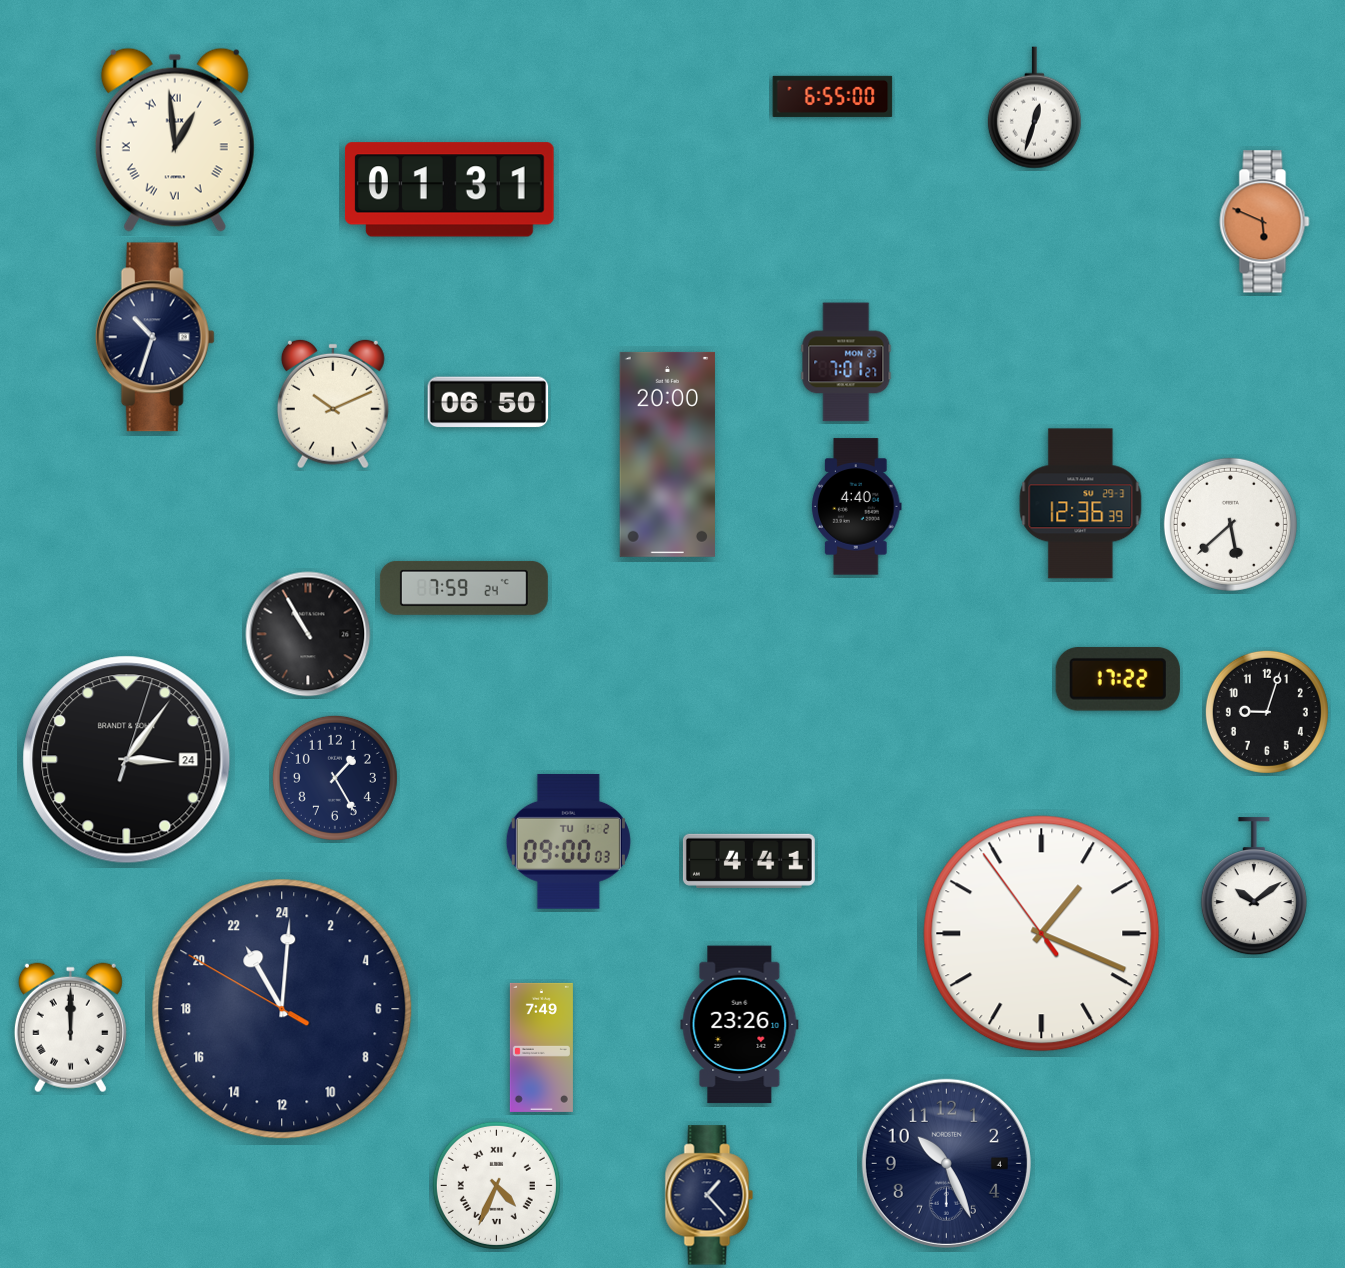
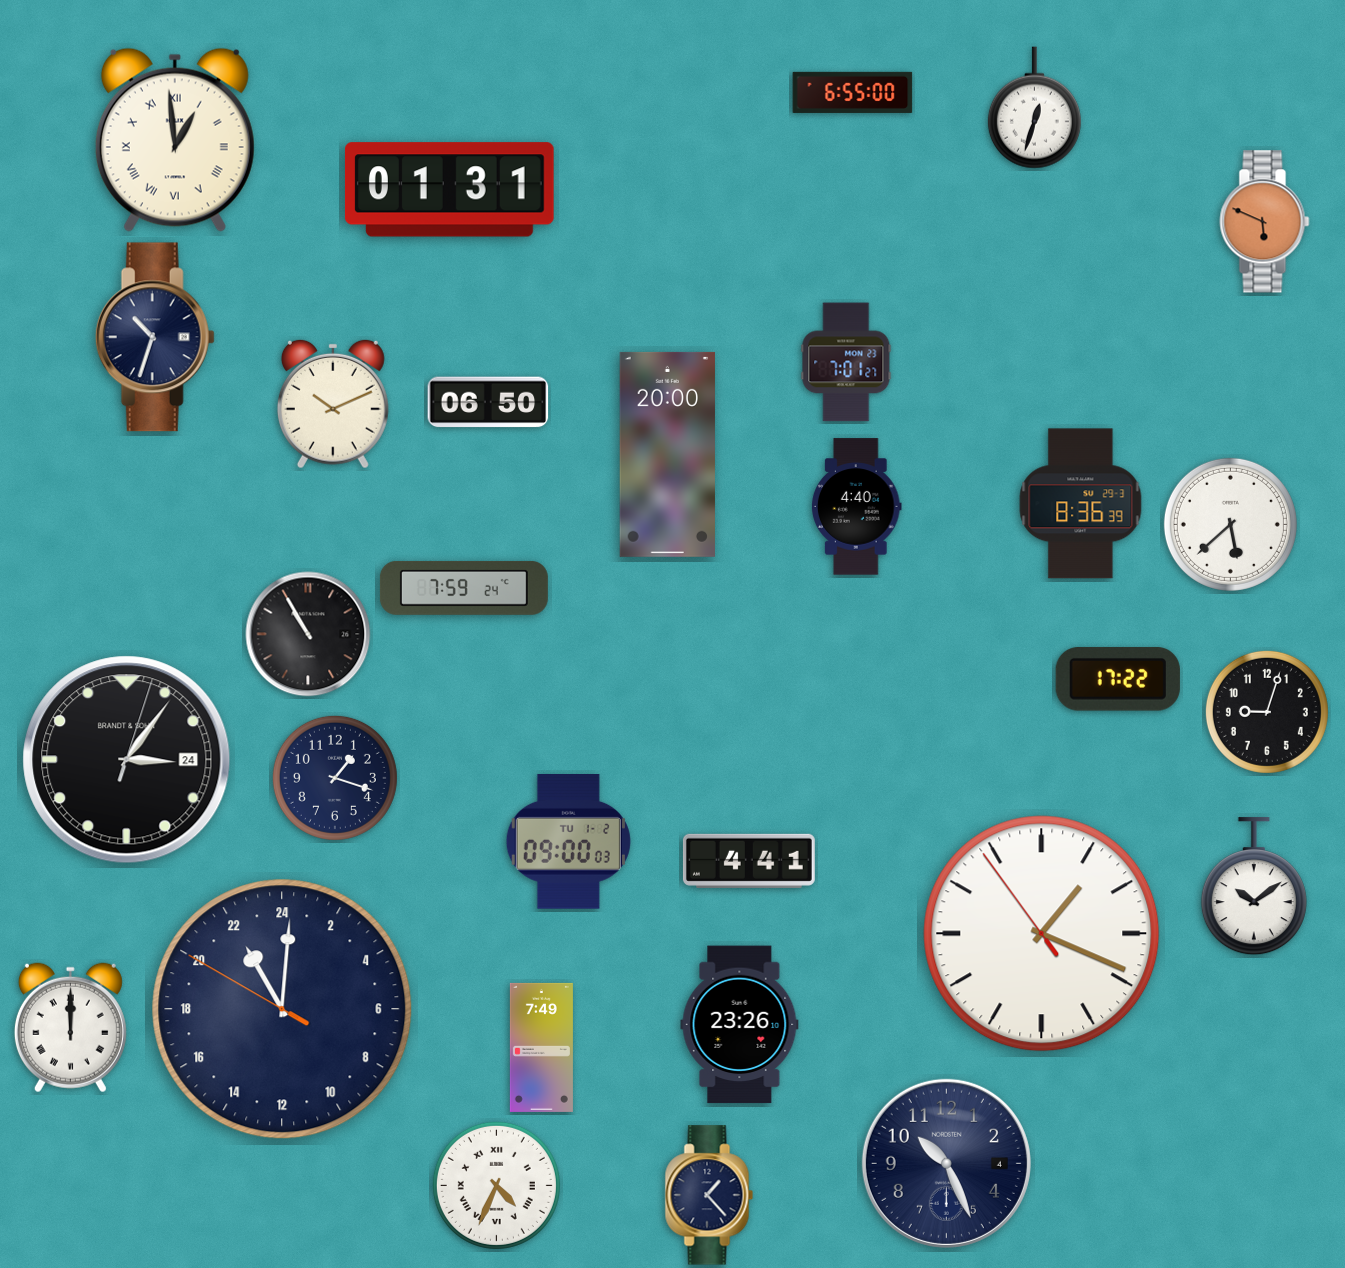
clock at (833, 96) position: (833, 96) -> (853, 92)
clock at (1081, 504): 12:36 -> 8:36
clock at (335, 778): 1:25 -> 1:18
